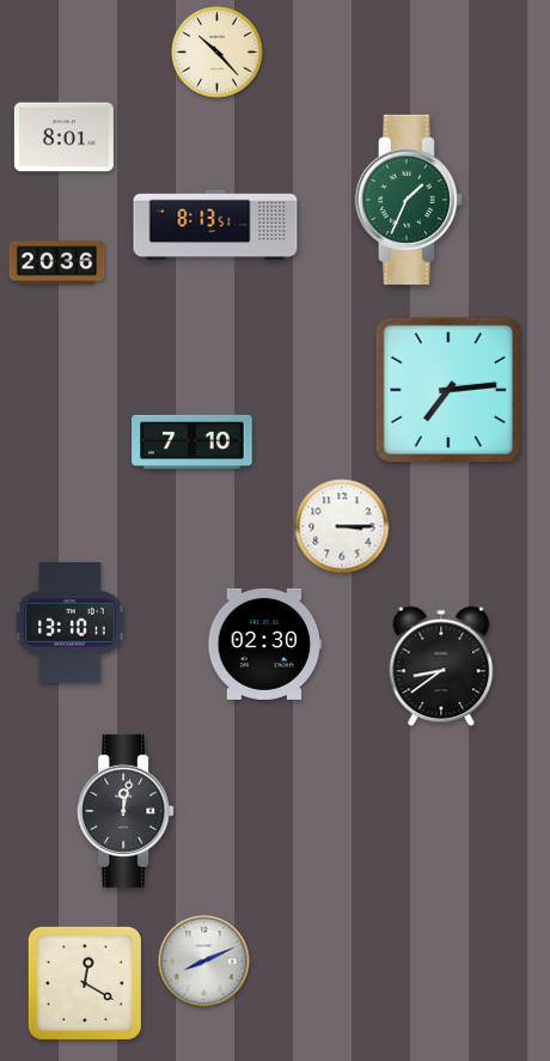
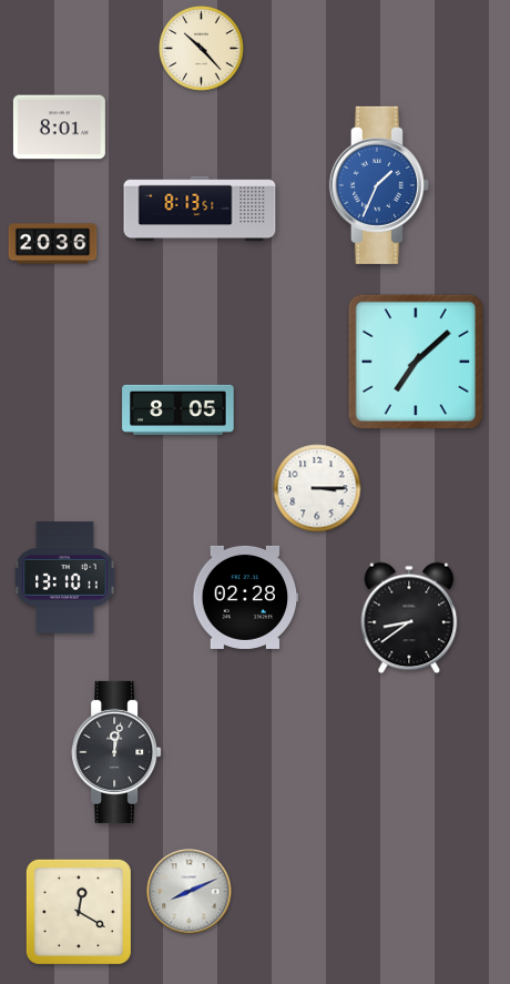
clock at (409, 200) dial: green -> blue
clock at (447, 389): 7:14 -> 7:08
clock at (192, 441): 7:10 -> 8:05
clock at (265, 644): 02:30 -> 02:28
